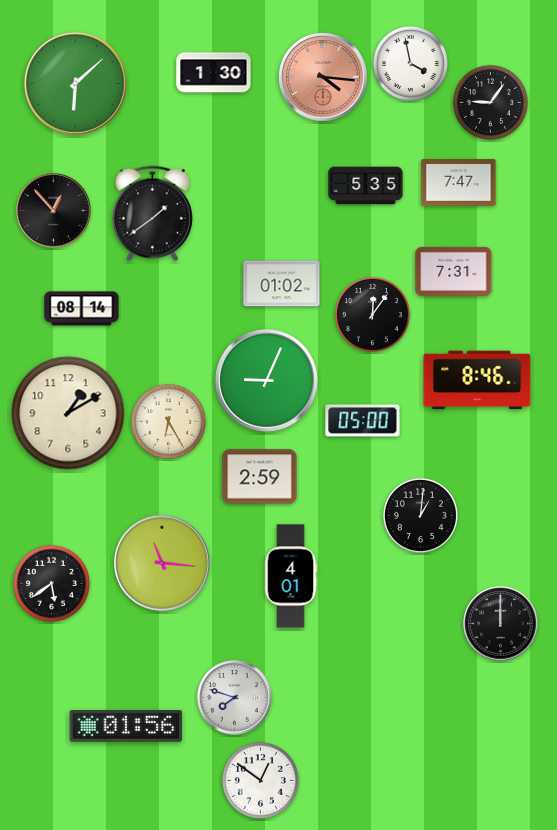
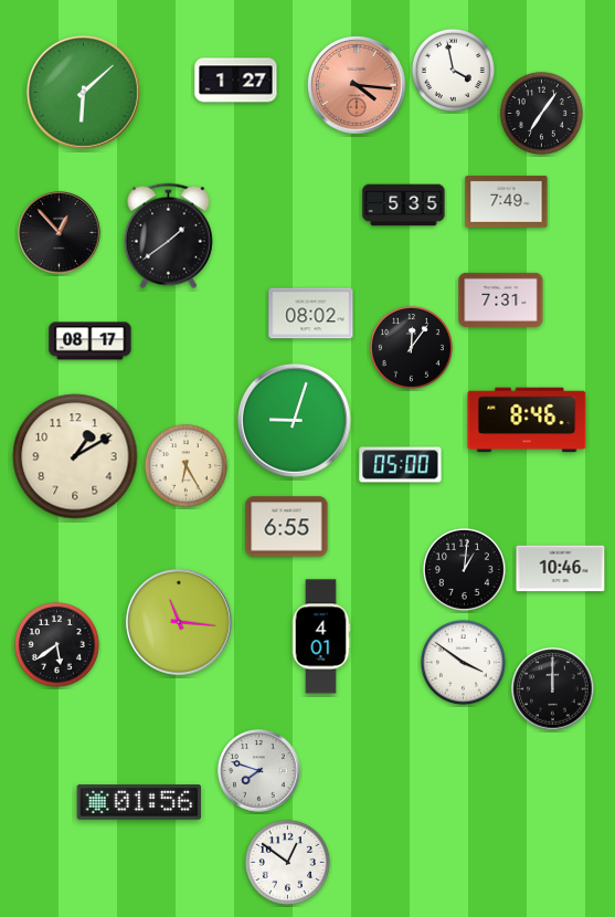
clock at (214, 73): 1:30 -> 1:27
clock at (490, 102): 9:06 -> 7:06
clock at (459, 183): 7:47 -> 7:49
clock at (282, 284): 01:02 -> 08:02
clock at (82, 309): 08:14 -> 08:17
clock at (266, 380): 9:04 -> 9:03
clock at (260, 477): 2:59 -> 6:55
clock at (561, 569): none -> 10:46
clock at (463, 662): none -> 3:51
